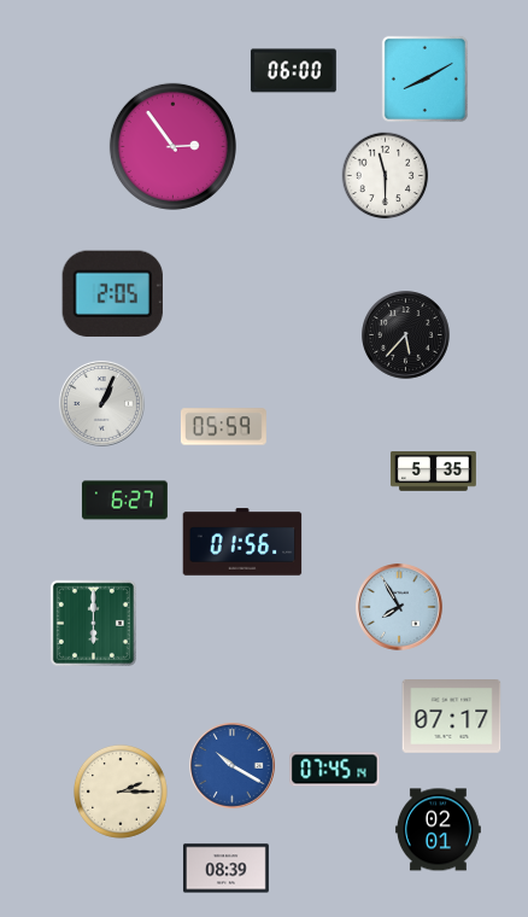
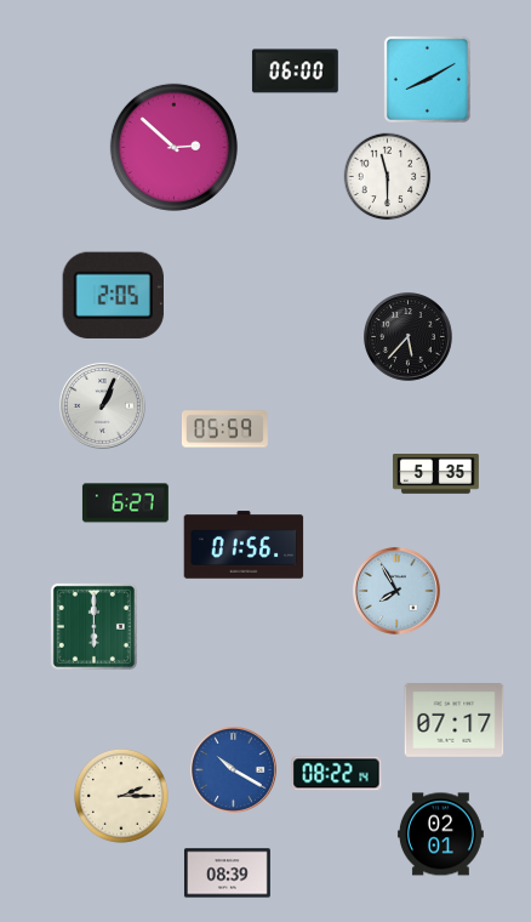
clock at (172, 146): 2:54 -> 2:52
clock at (400, 608) position: (400, 608) -> (398, 592)
clock at (335, 770): 07:45 -> 08:22
